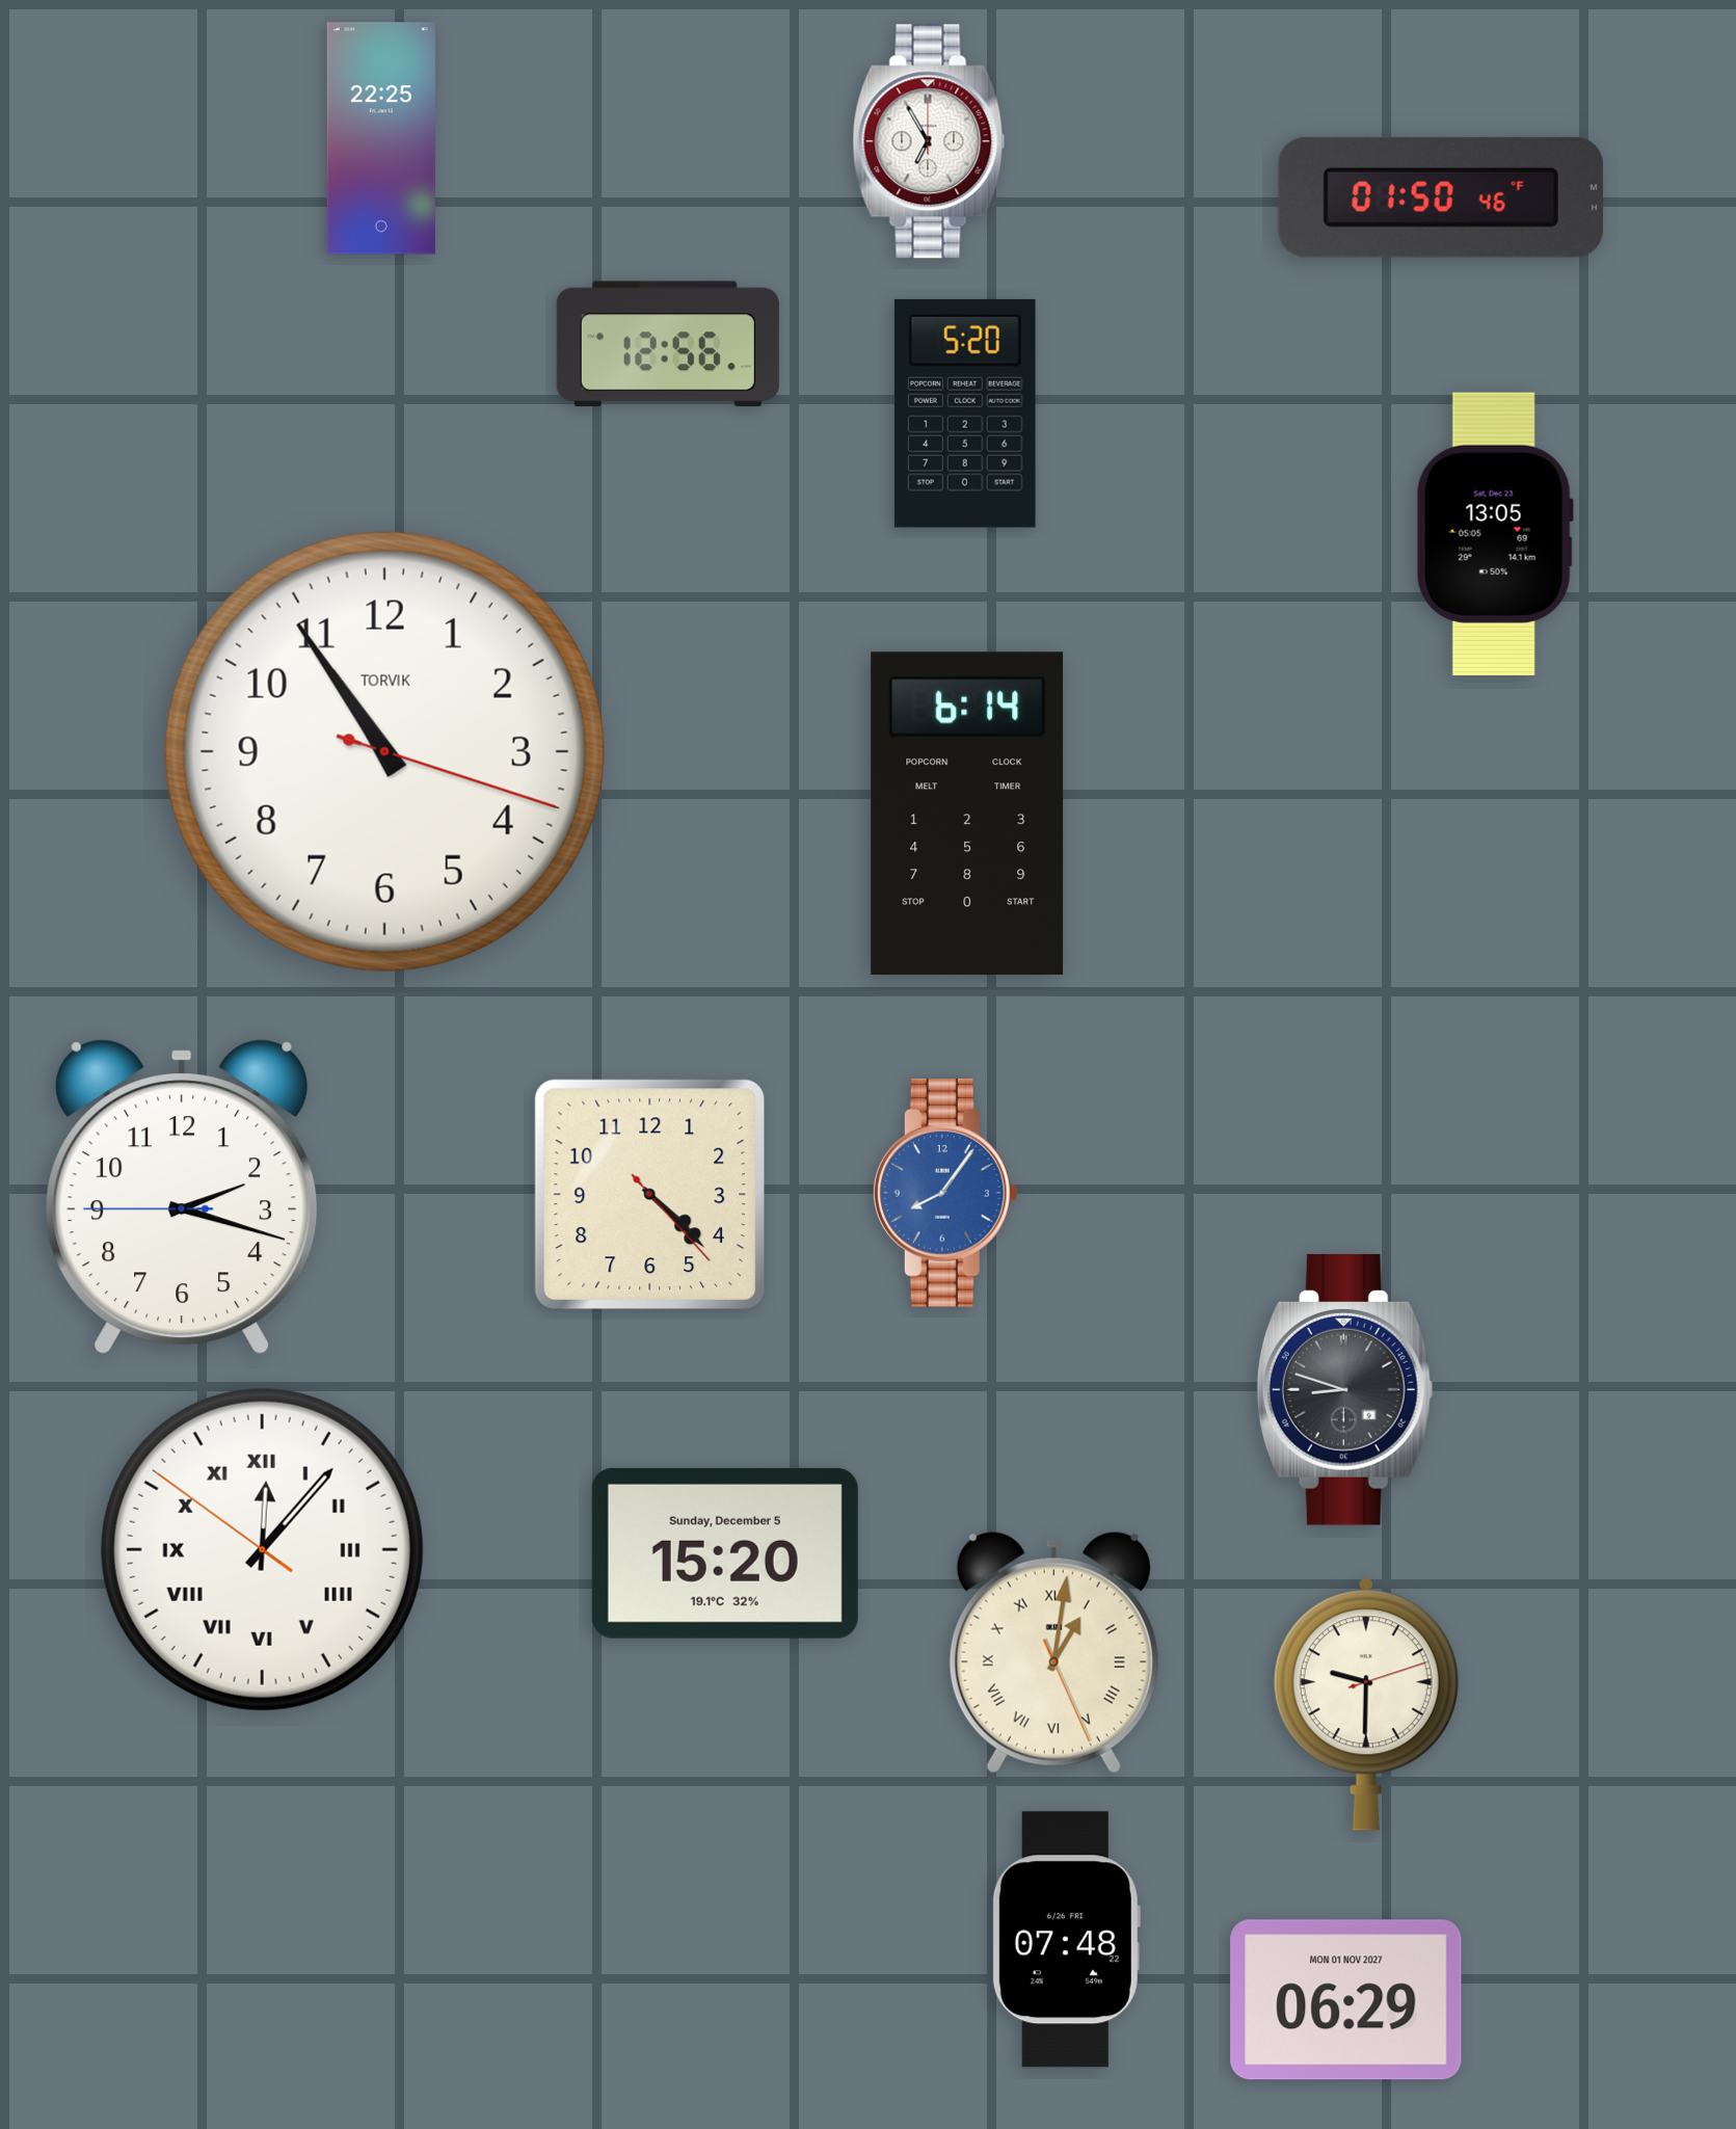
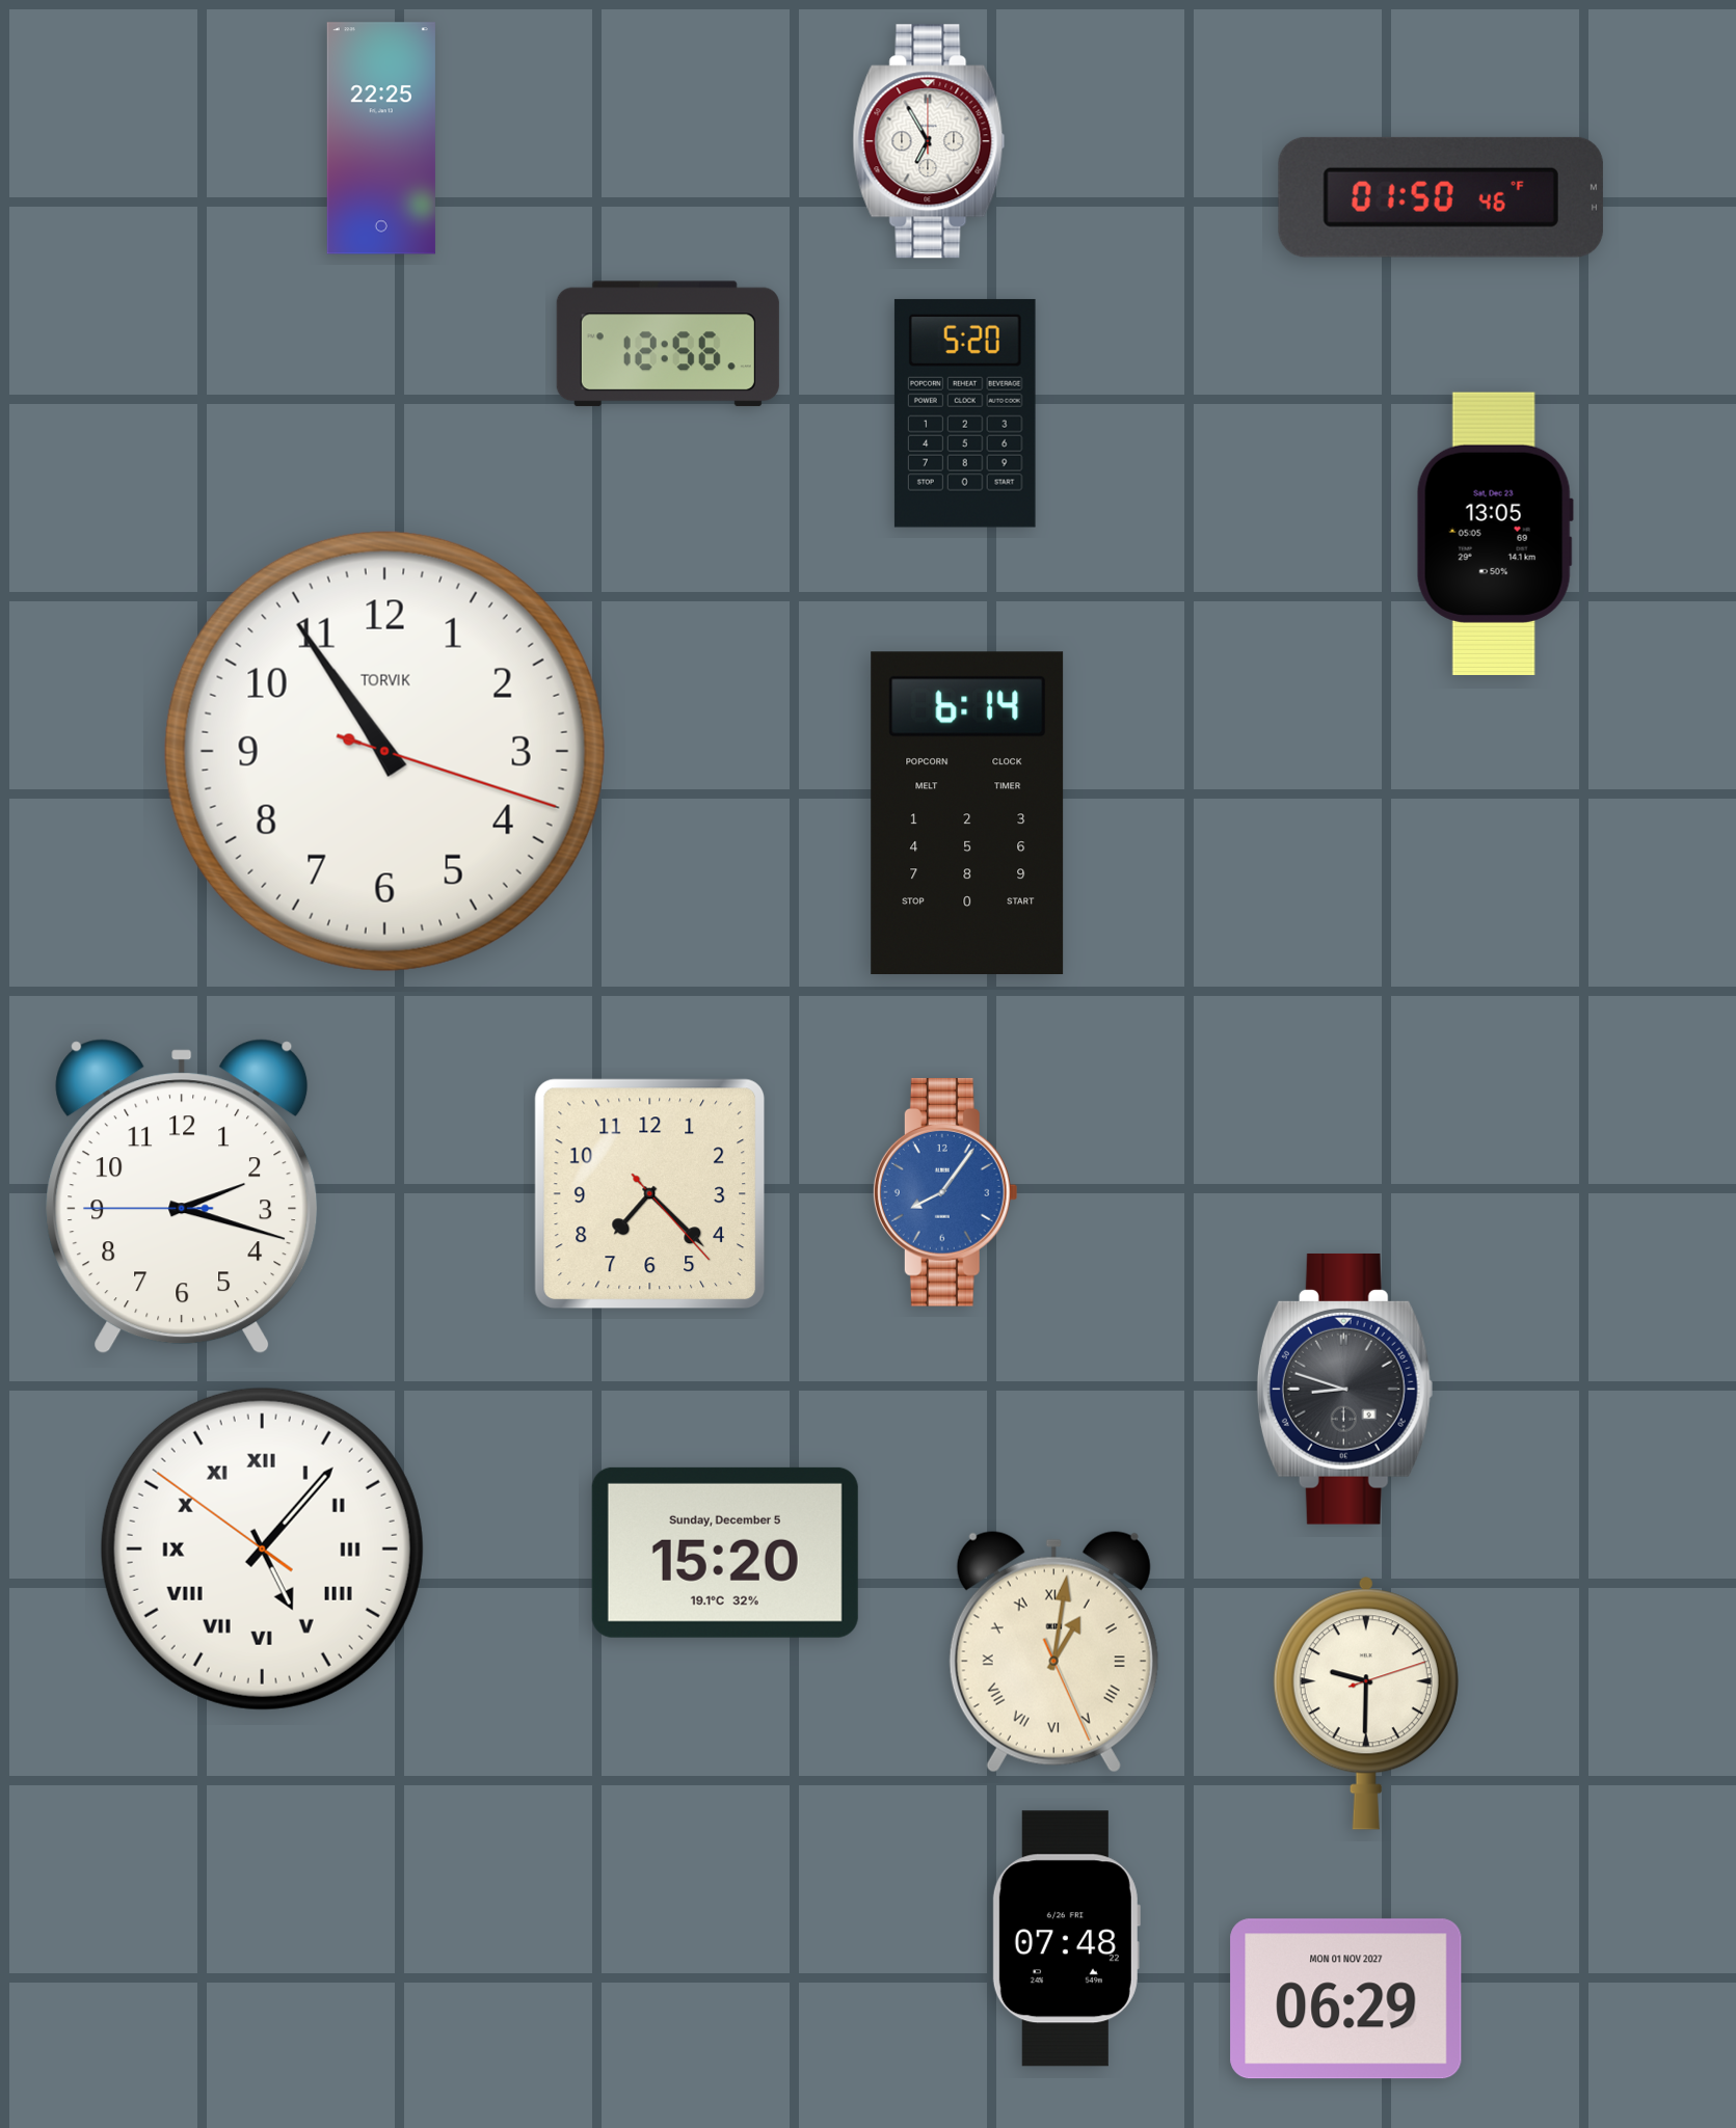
clock at (650, 1195): 4:22 -> 7:22
clock at (262, 1549): 12:06 -> 5:06
